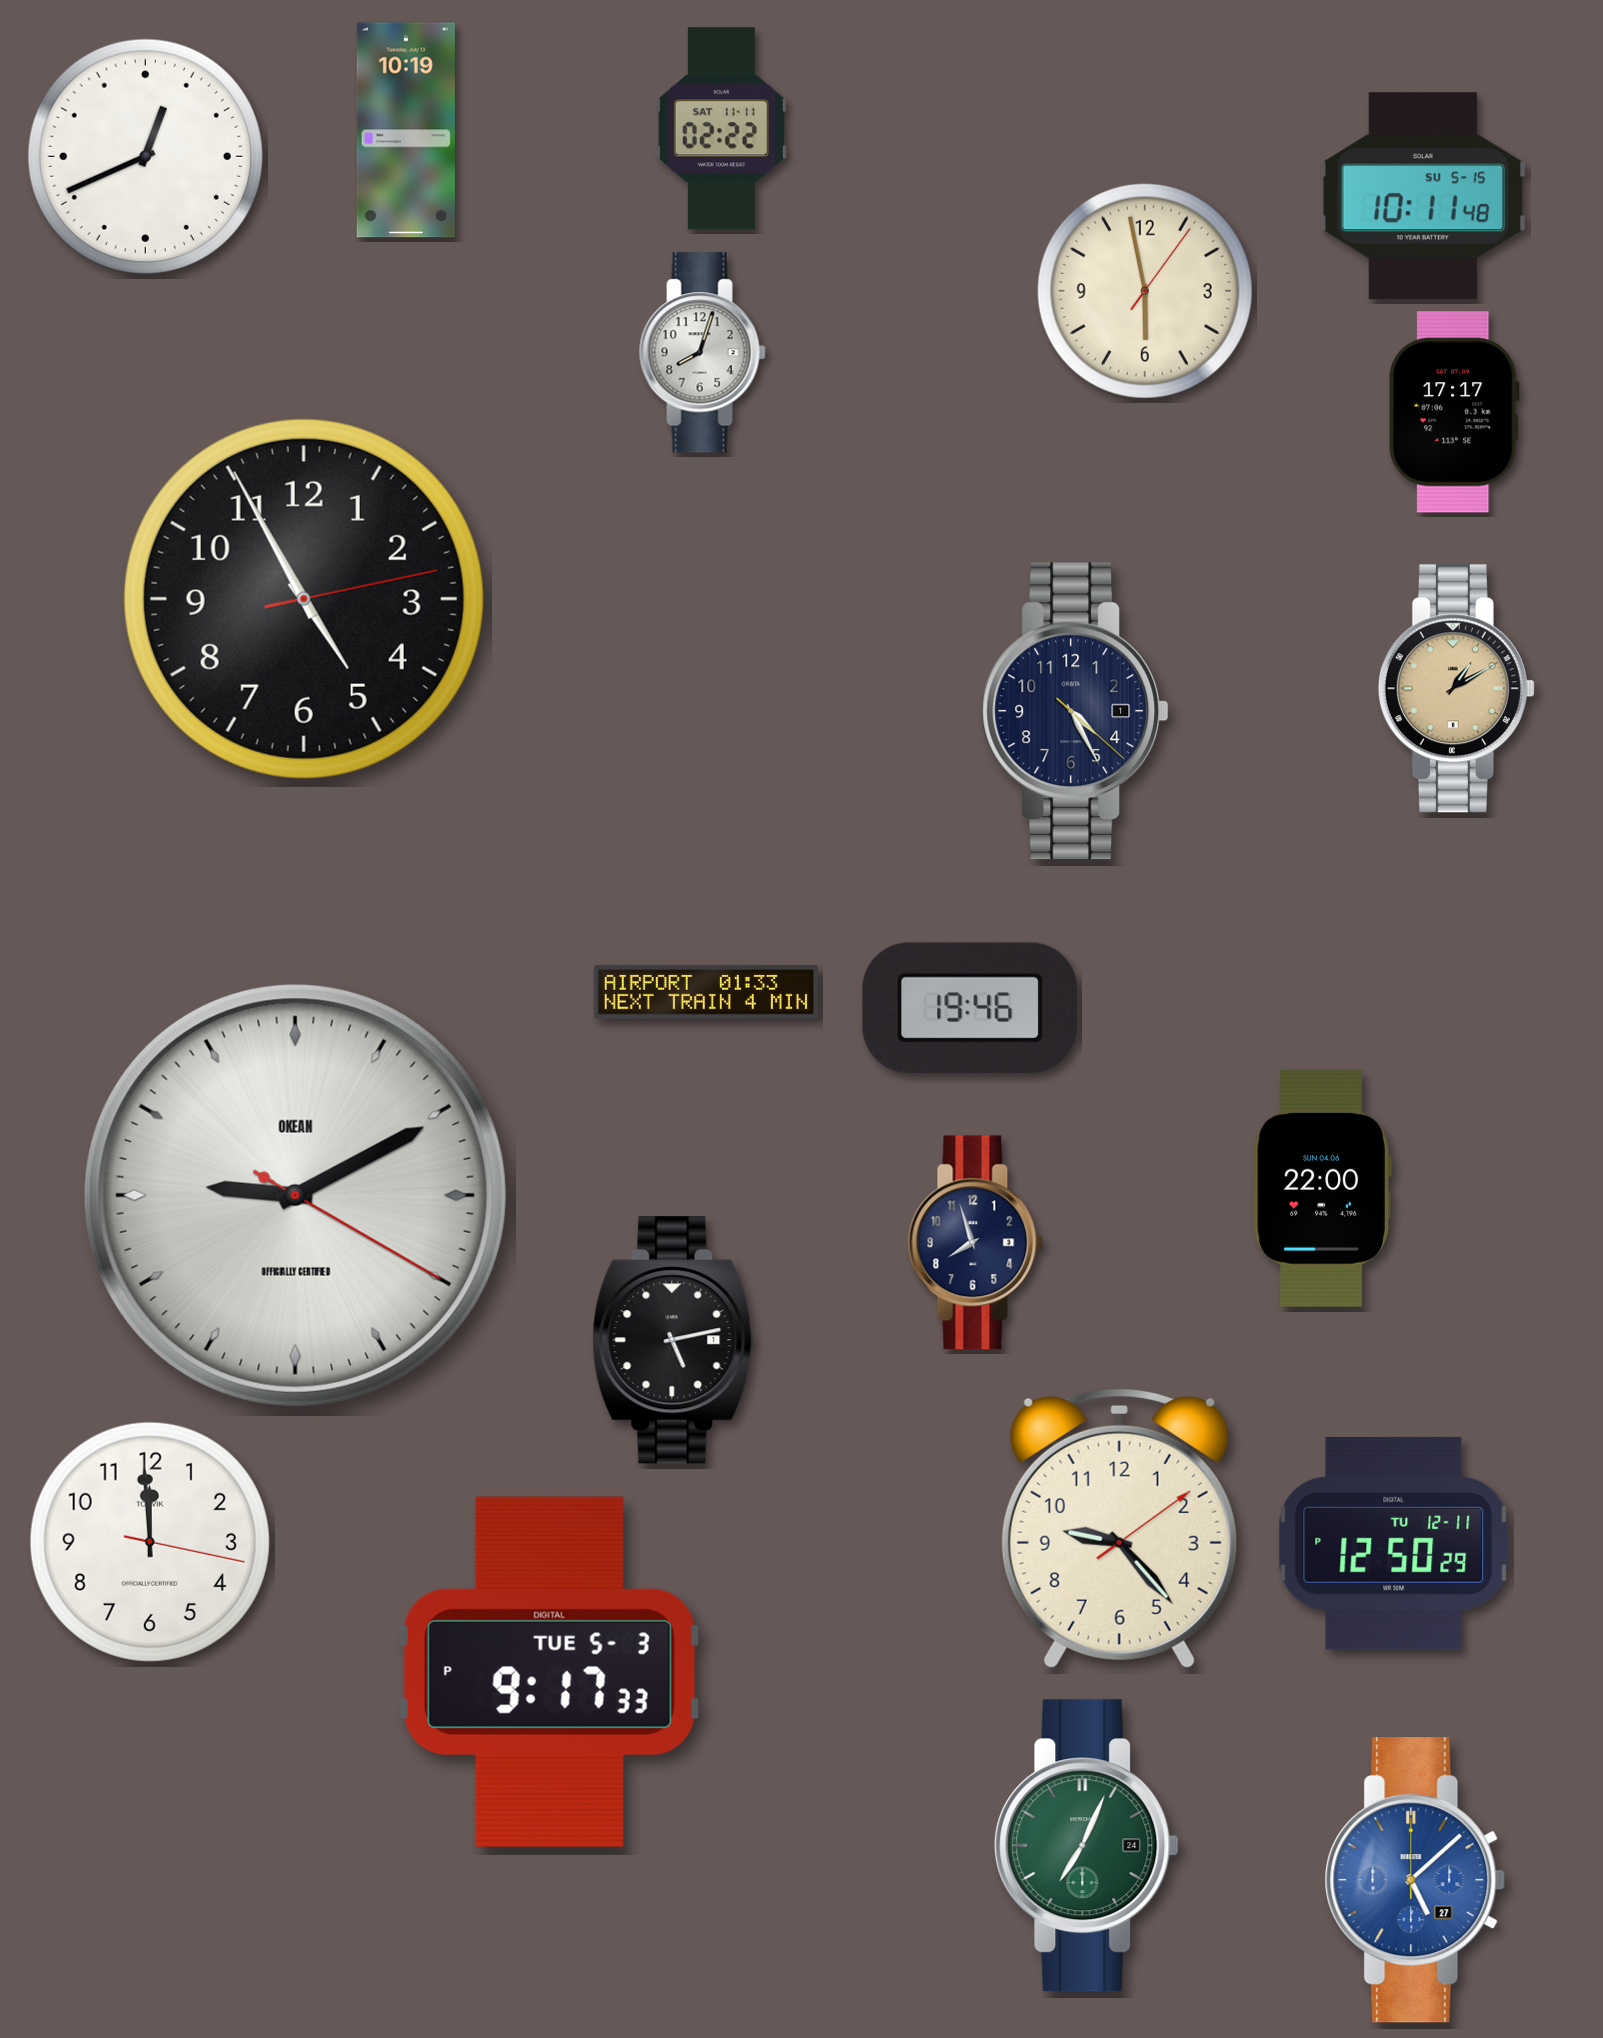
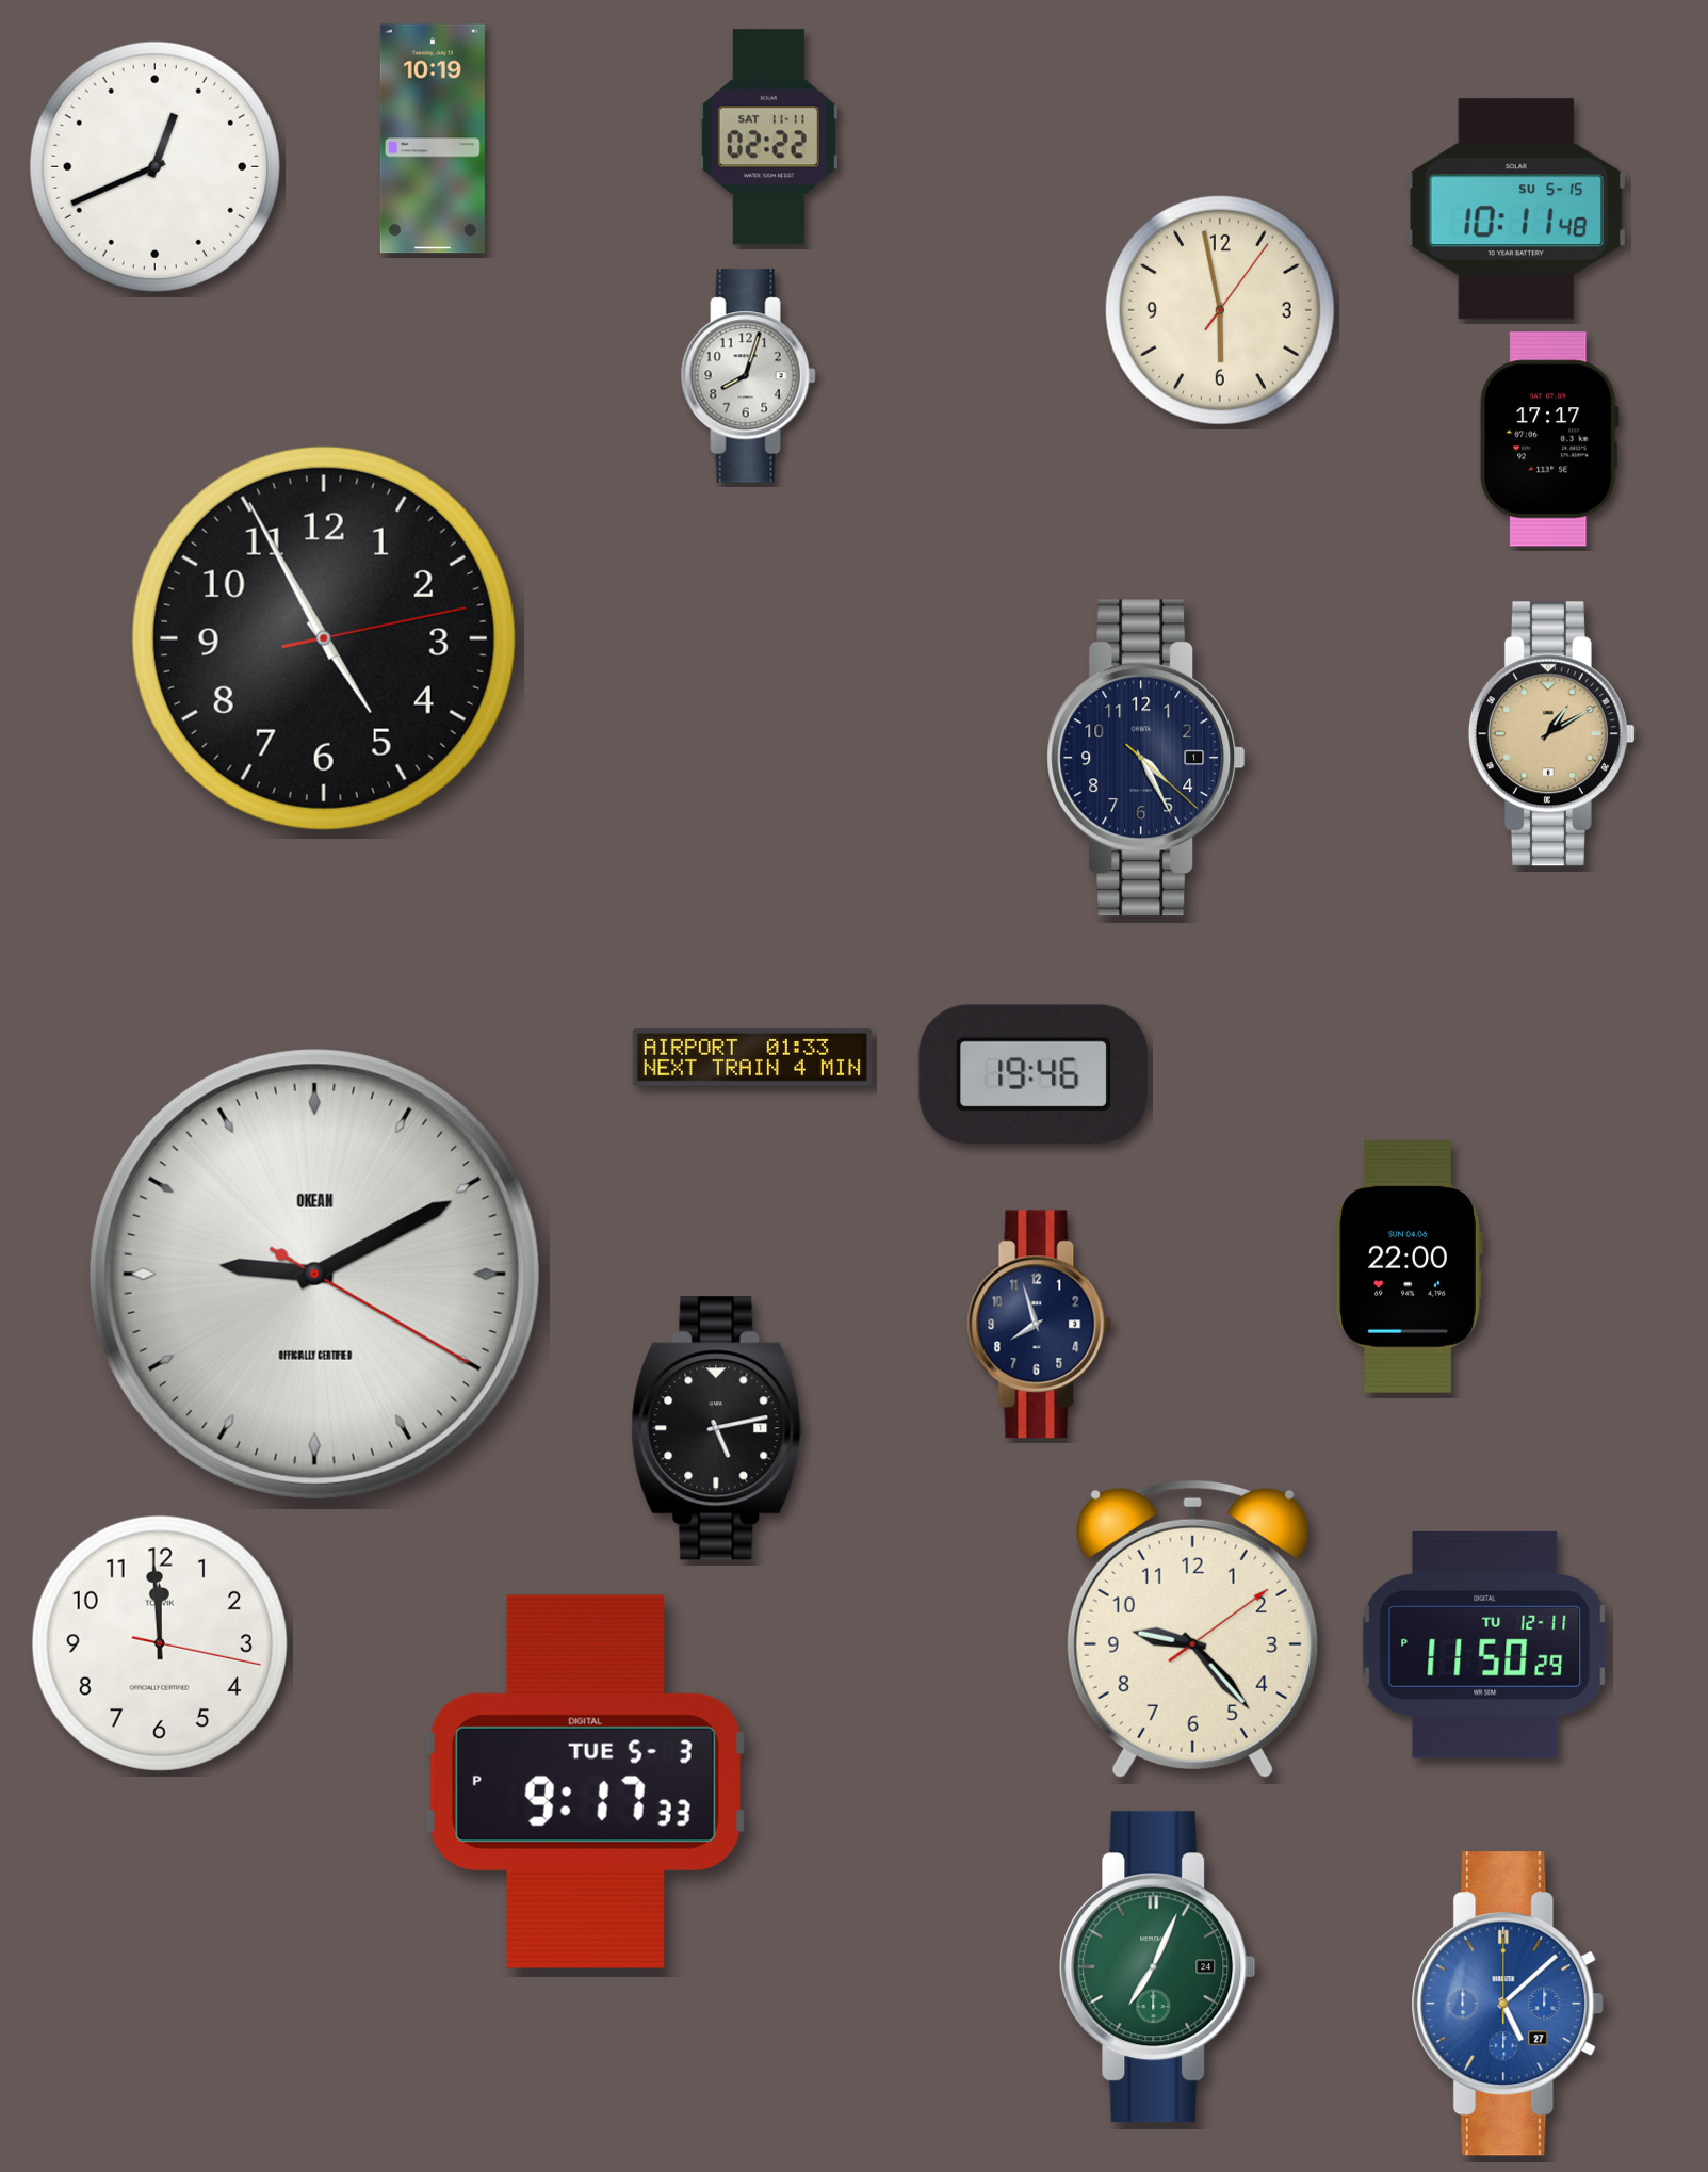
clock at (1394, 1543): 12:50 -> 11:50
